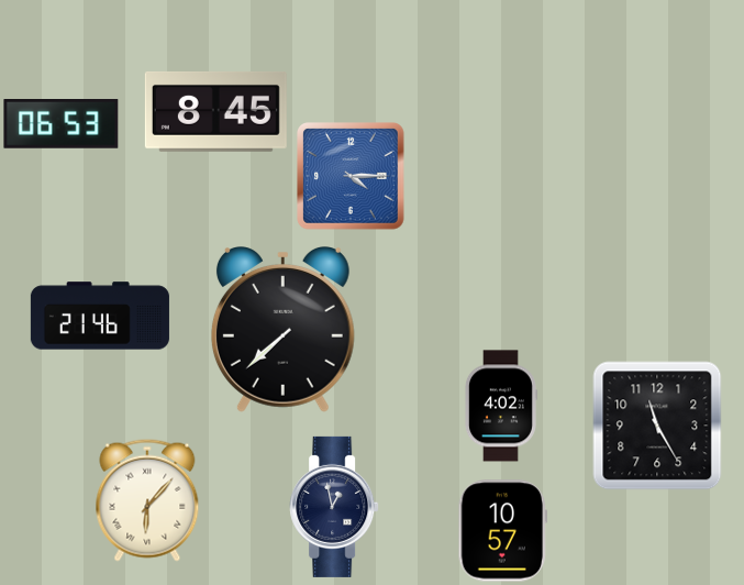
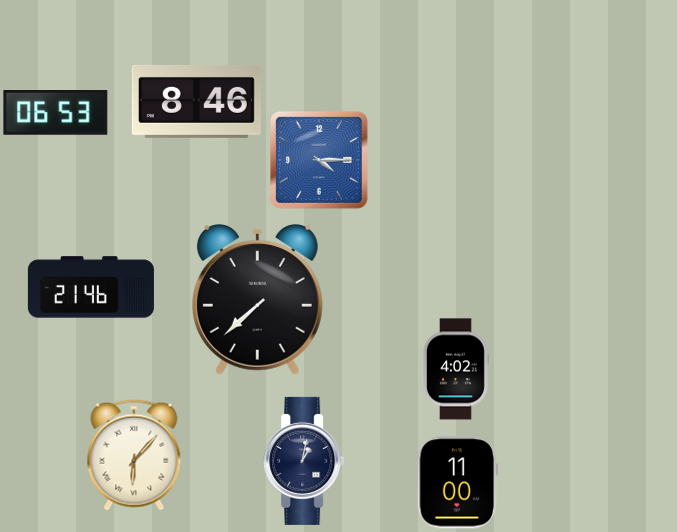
clock at (215, 111): 8:45 -> 8:46
clock at (657, 426): 11:25 -> none
clock at (334, 507): 12:58 -> 1:02
clock at (502, 531): 10:57 -> 11:00
